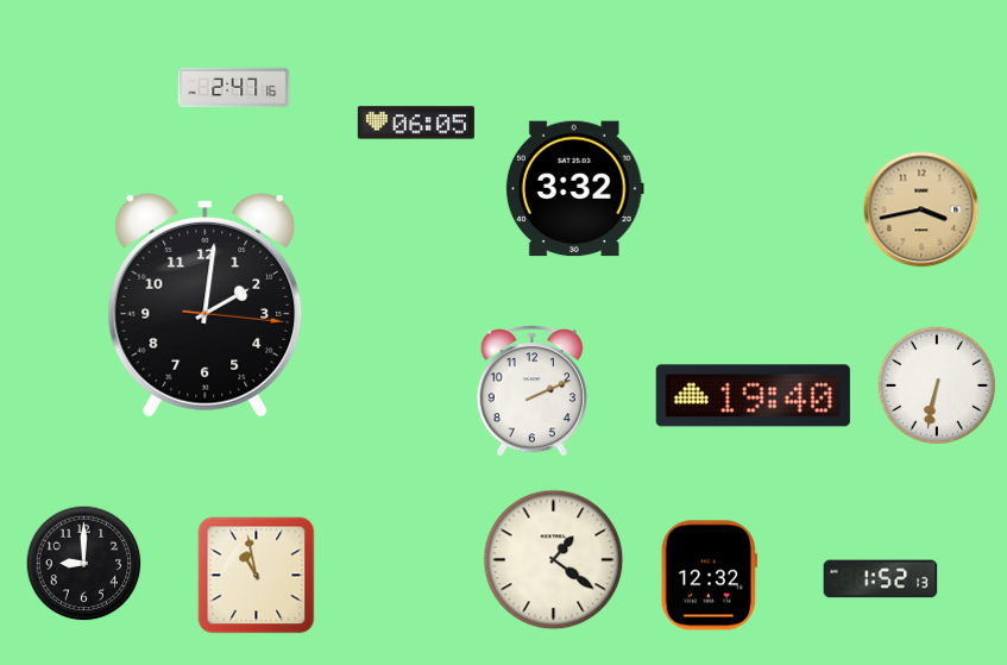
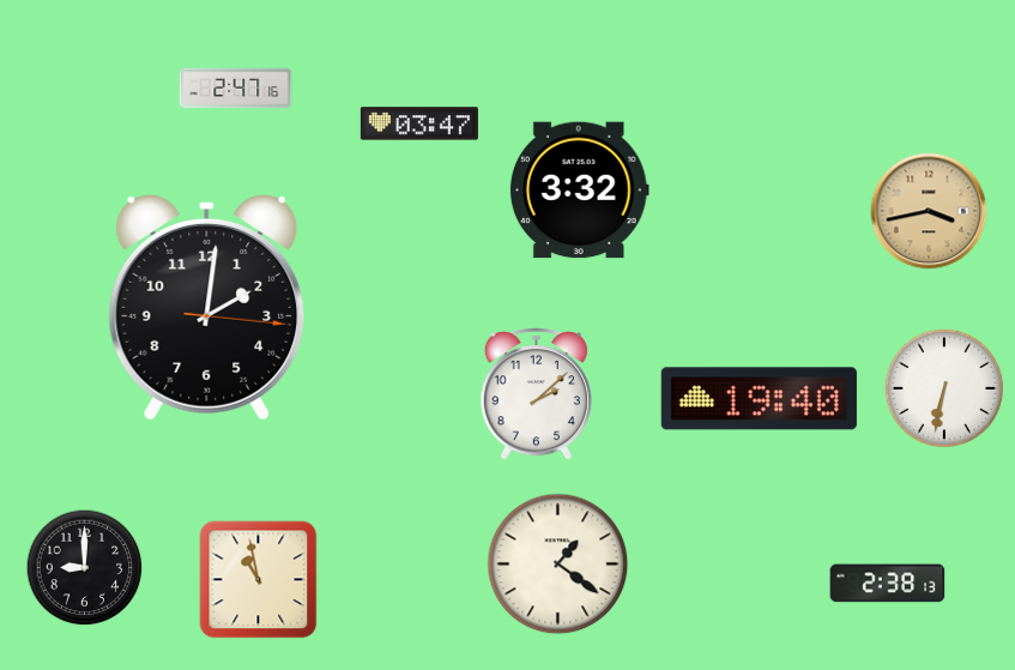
clock at (416, 123): 06:05 -> 03:47
clock at (531, 391): 2:11 -> 2:08
clock at (709, 576): 12:32 -> none
clock at (881, 579): 1:52 -> 2:38
